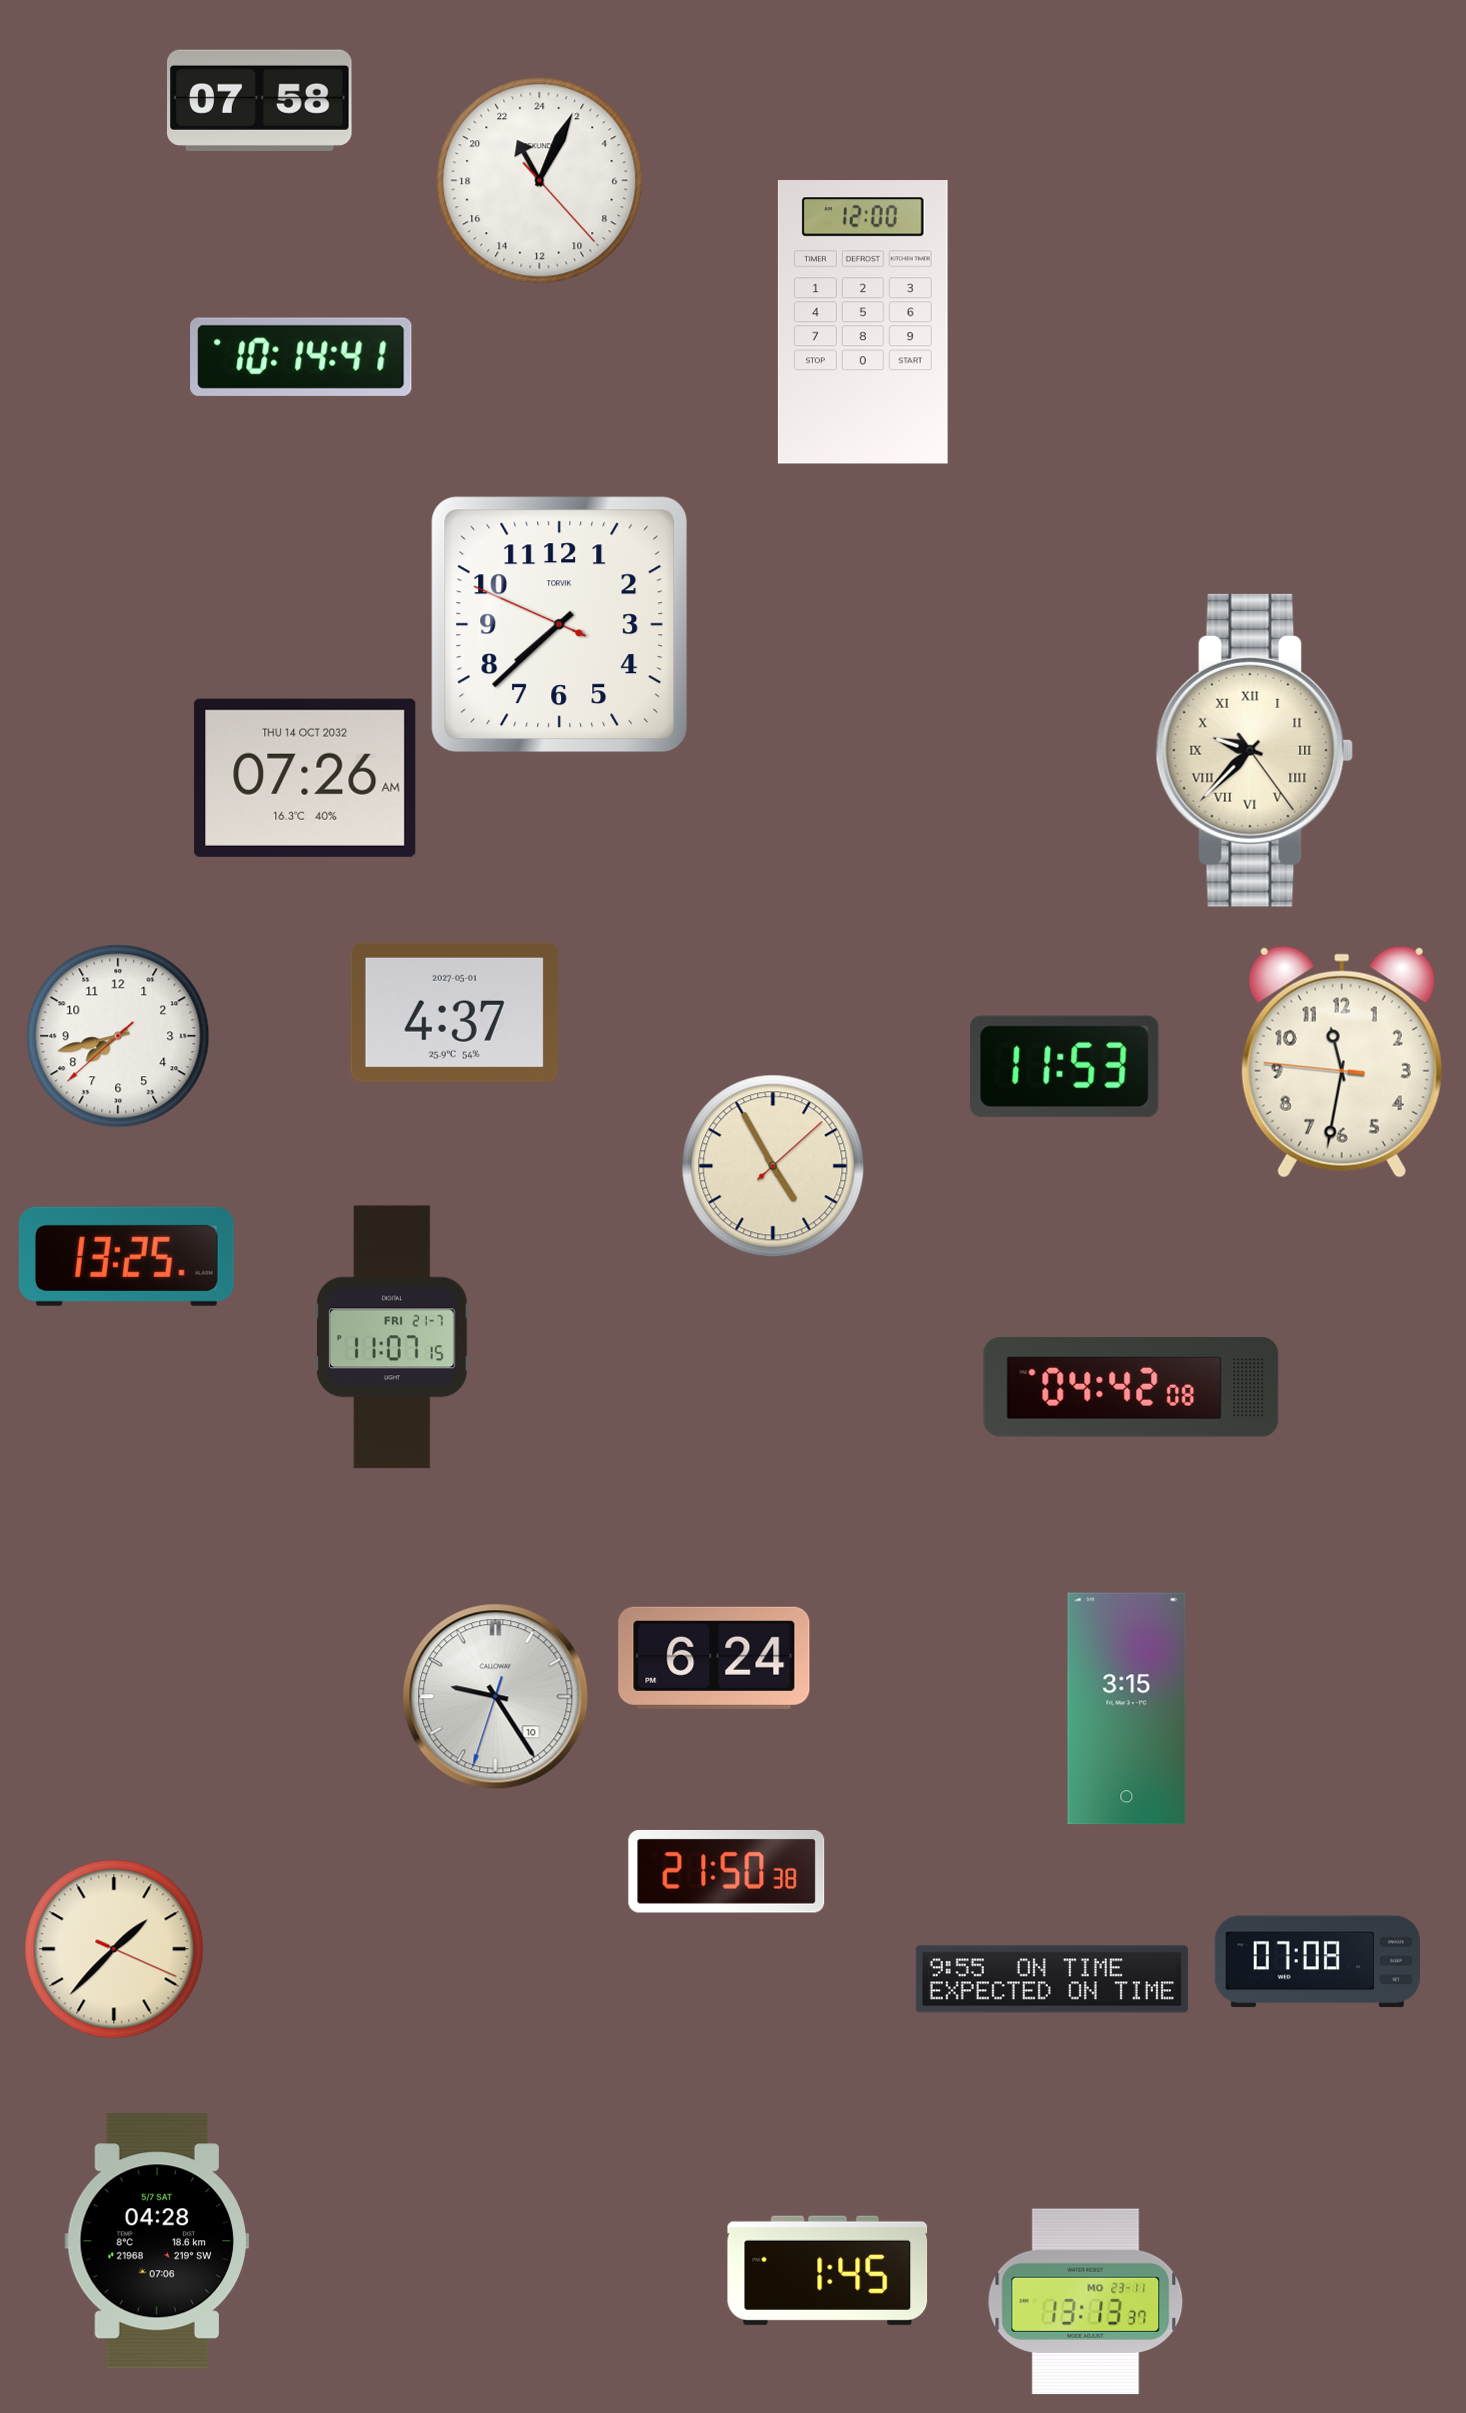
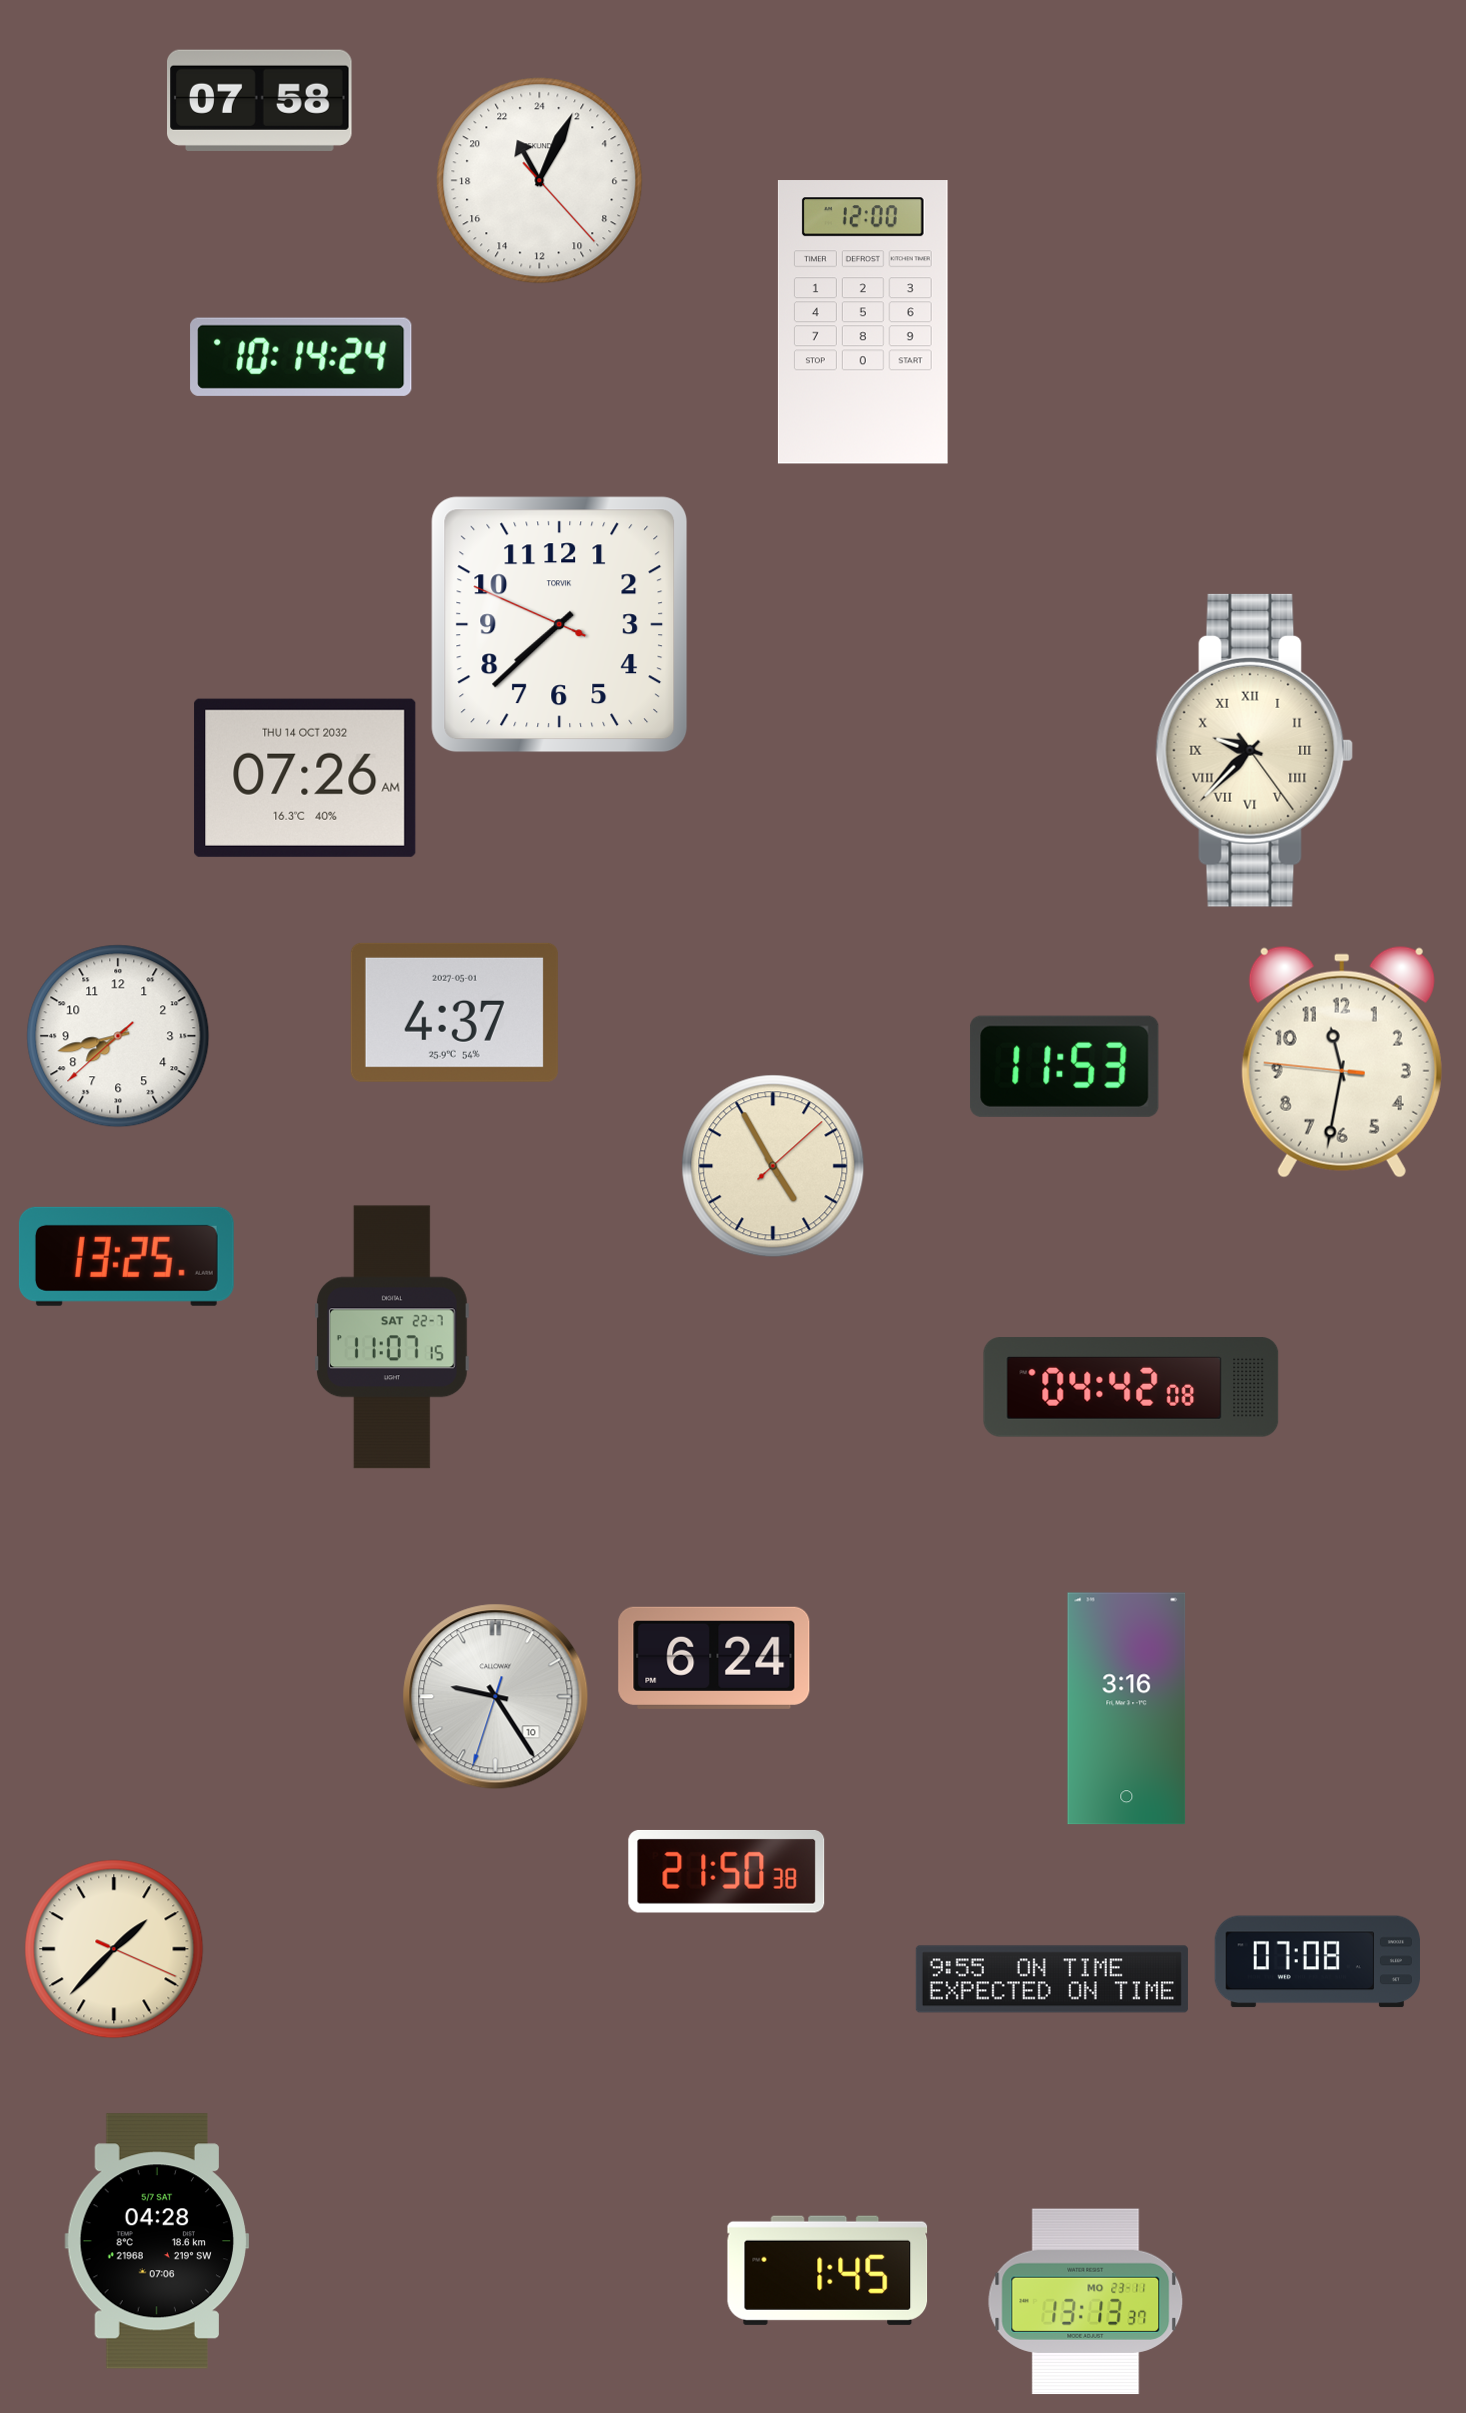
clock at (301, 357): 10:14:41 -> 10:14:24
clock at (392, 1337) date: FRI 21-7 -> SAT 22-7
clock at (1127, 1709): 3:15 -> 3:16
